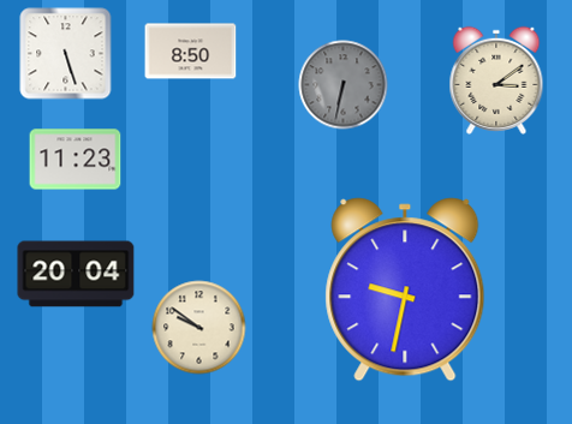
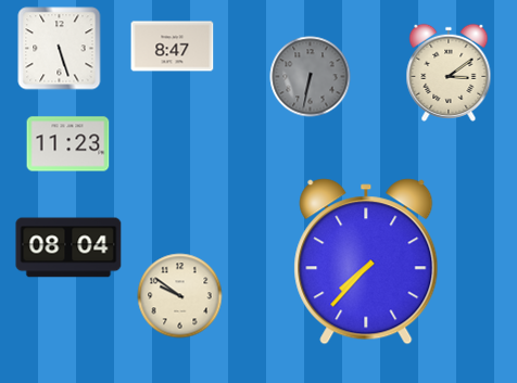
clock at (191, 52): 8:50 -> 8:47
clock at (76, 274): 20:04 -> 08:04
clock at (405, 289): 9:32 -> 7:37
